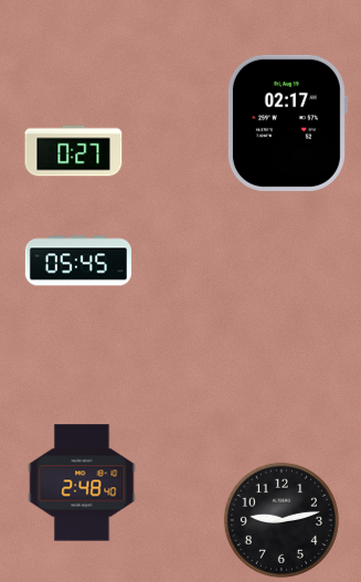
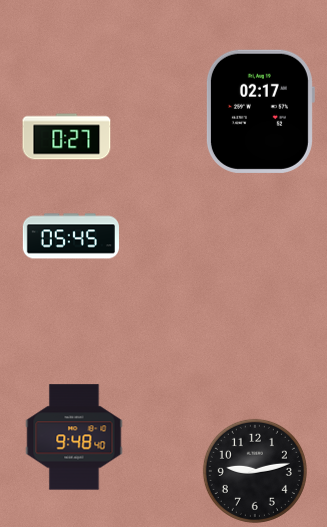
clock at (82, 483): 2:48 -> 9:48
